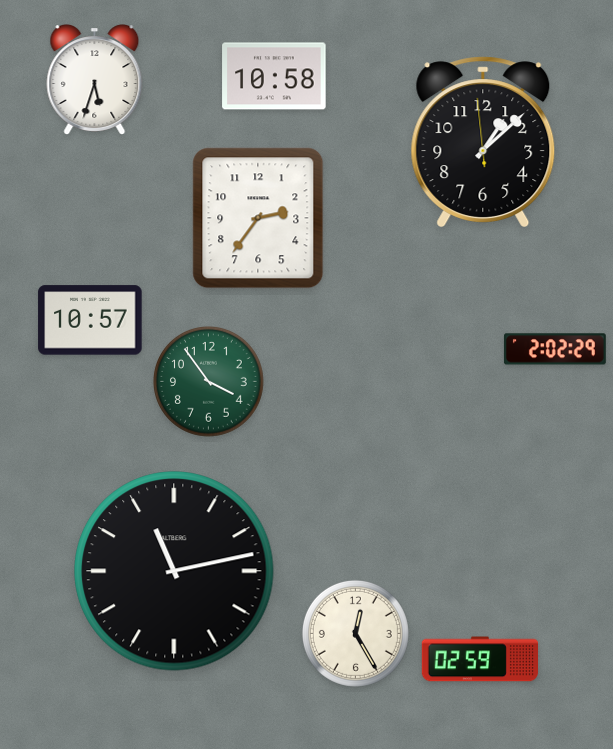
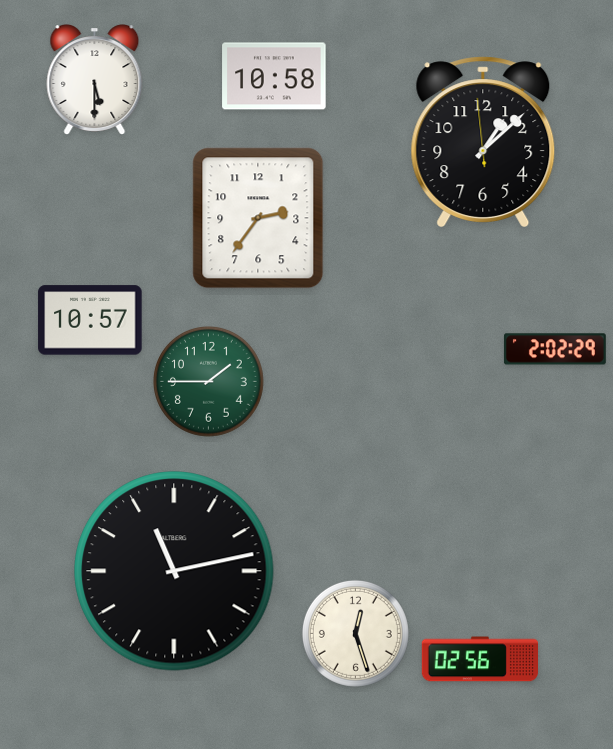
clock at (95, 80): 5:33 -> 5:30
clock at (209, 382): 3:54 -> 1:45
clock at (355, 633): 12:25 -> 12:27
clock at (479, 659): 02:59 -> 02:56
